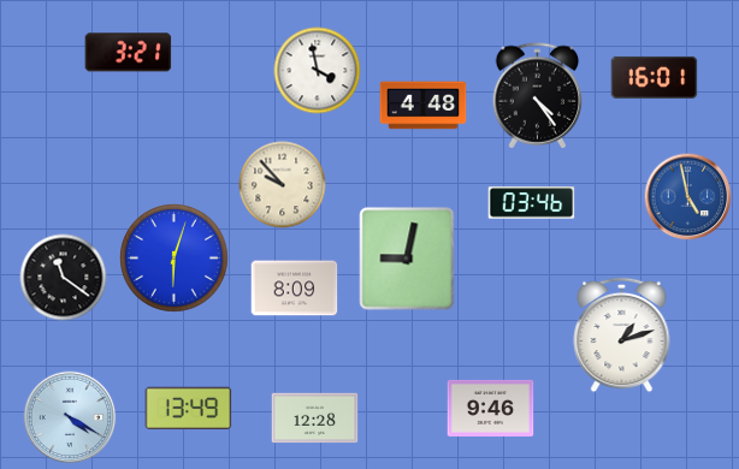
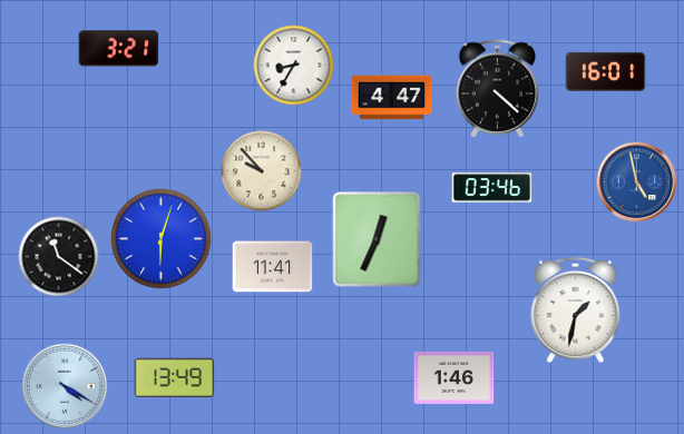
clock at (318, 71): 3:58 -> 8:35
clock at (538, 96): 4:24 -> 4:22
clock at (424, 106): 4:48 -> 4:47
clock at (407, 259): 9:02 -> 12:34
clock at (295, 289): 8:09 -> 11:41
clock at (622, 336): 1:12 -> 1:32
clock at (491, 408): 9:46 -> 1:46
clock at (315, 418): 12:28 -> none
